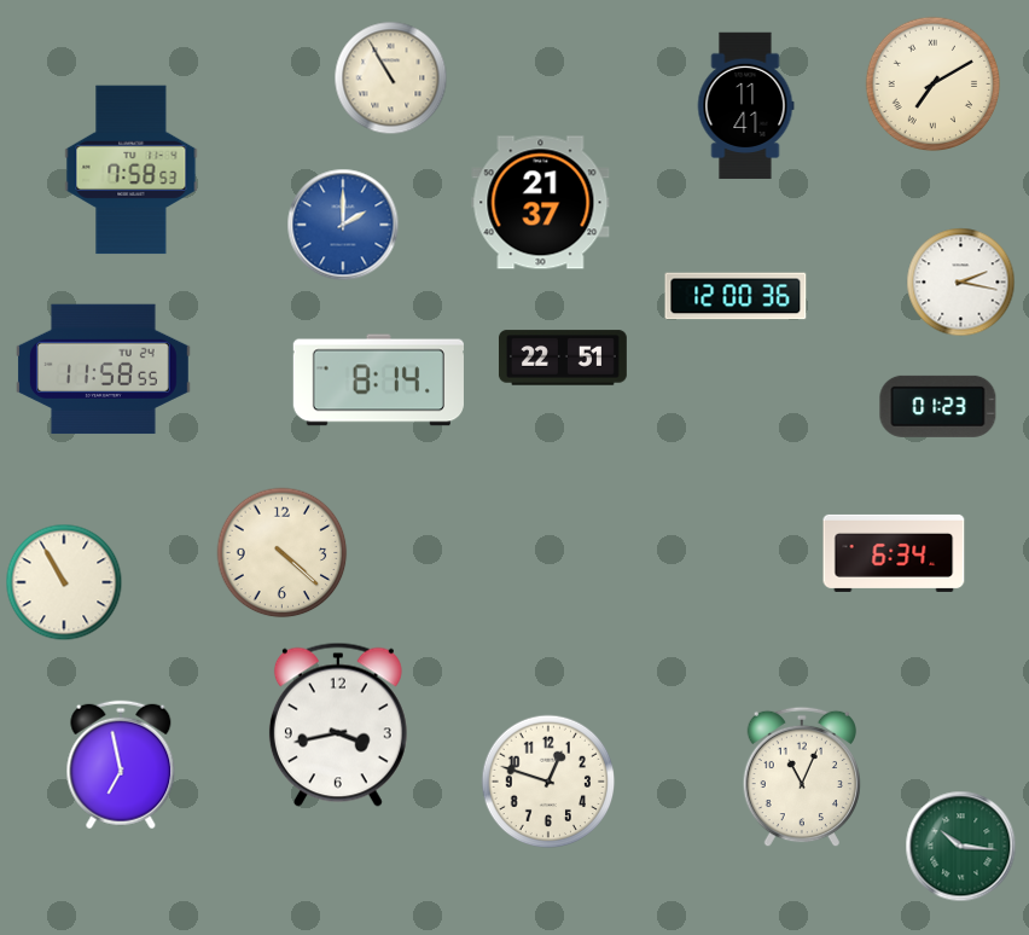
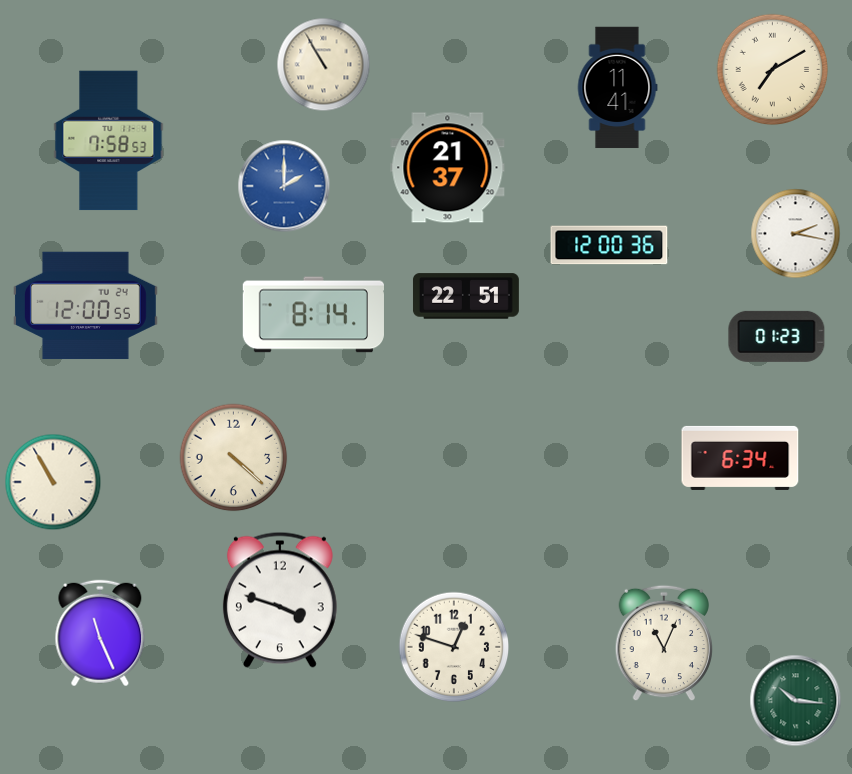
clock at (103, 370): 11:58 -> 12:00
clock at (338, 725): 3:43 -> 3:48
clock at (121, 765): 6:58 -> 11:26
